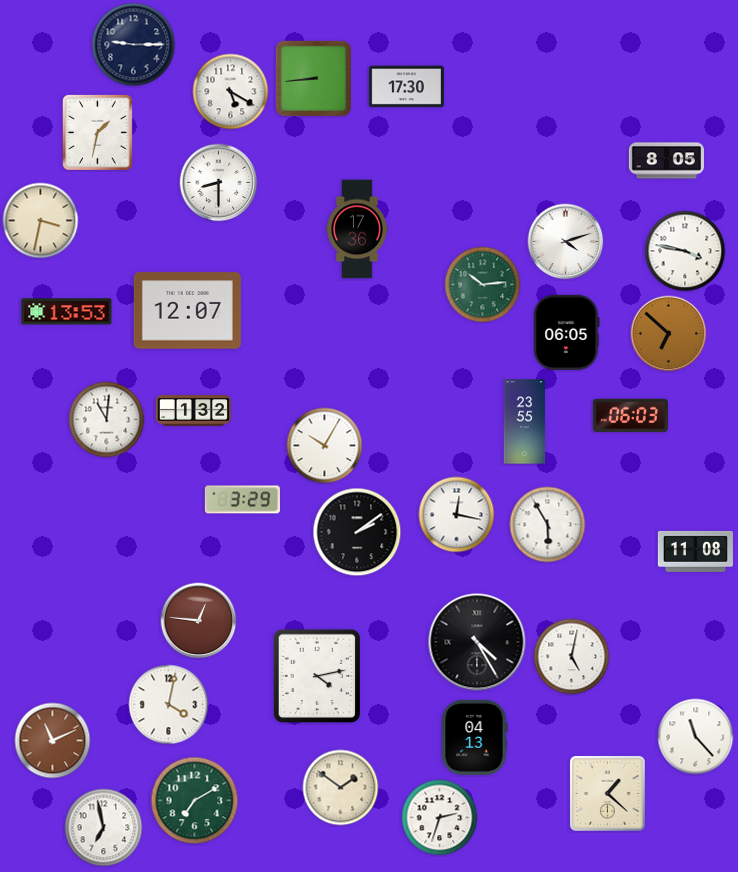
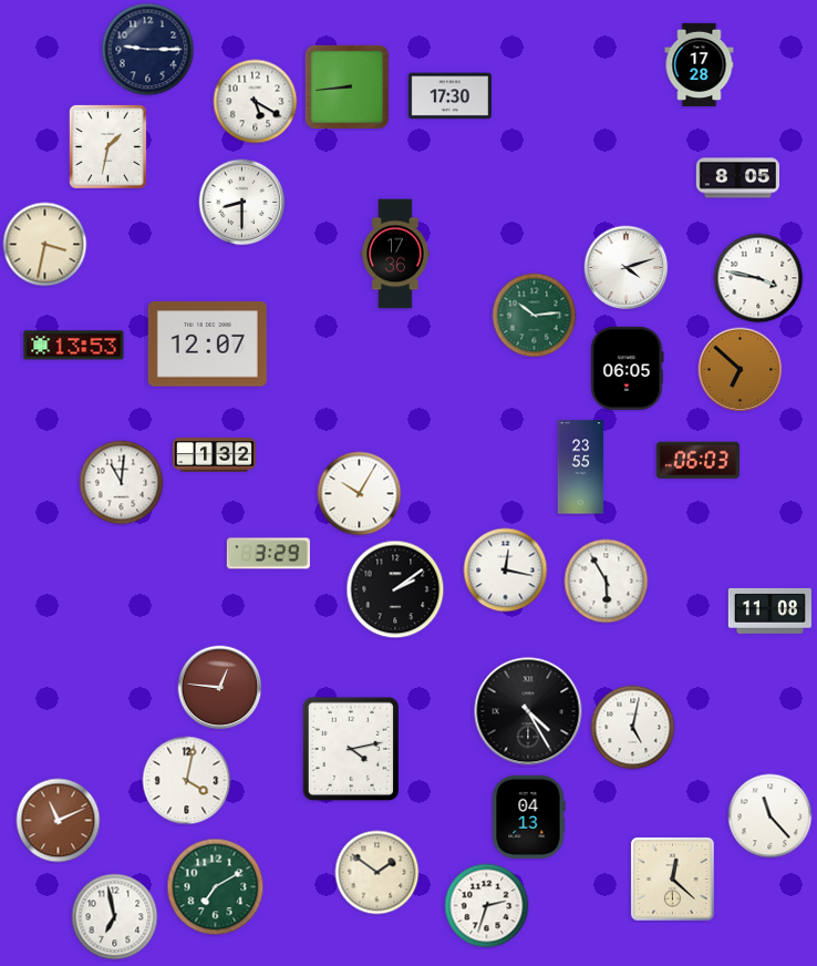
clock at (700, 64): none -> 17:28
clock at (107, 420) position: (107, 420) -> (122, 483)
clock at (474, 737) position: (474, 737) -> (528, 816)
clock at (607, 793): 1:22 -> 12:22
